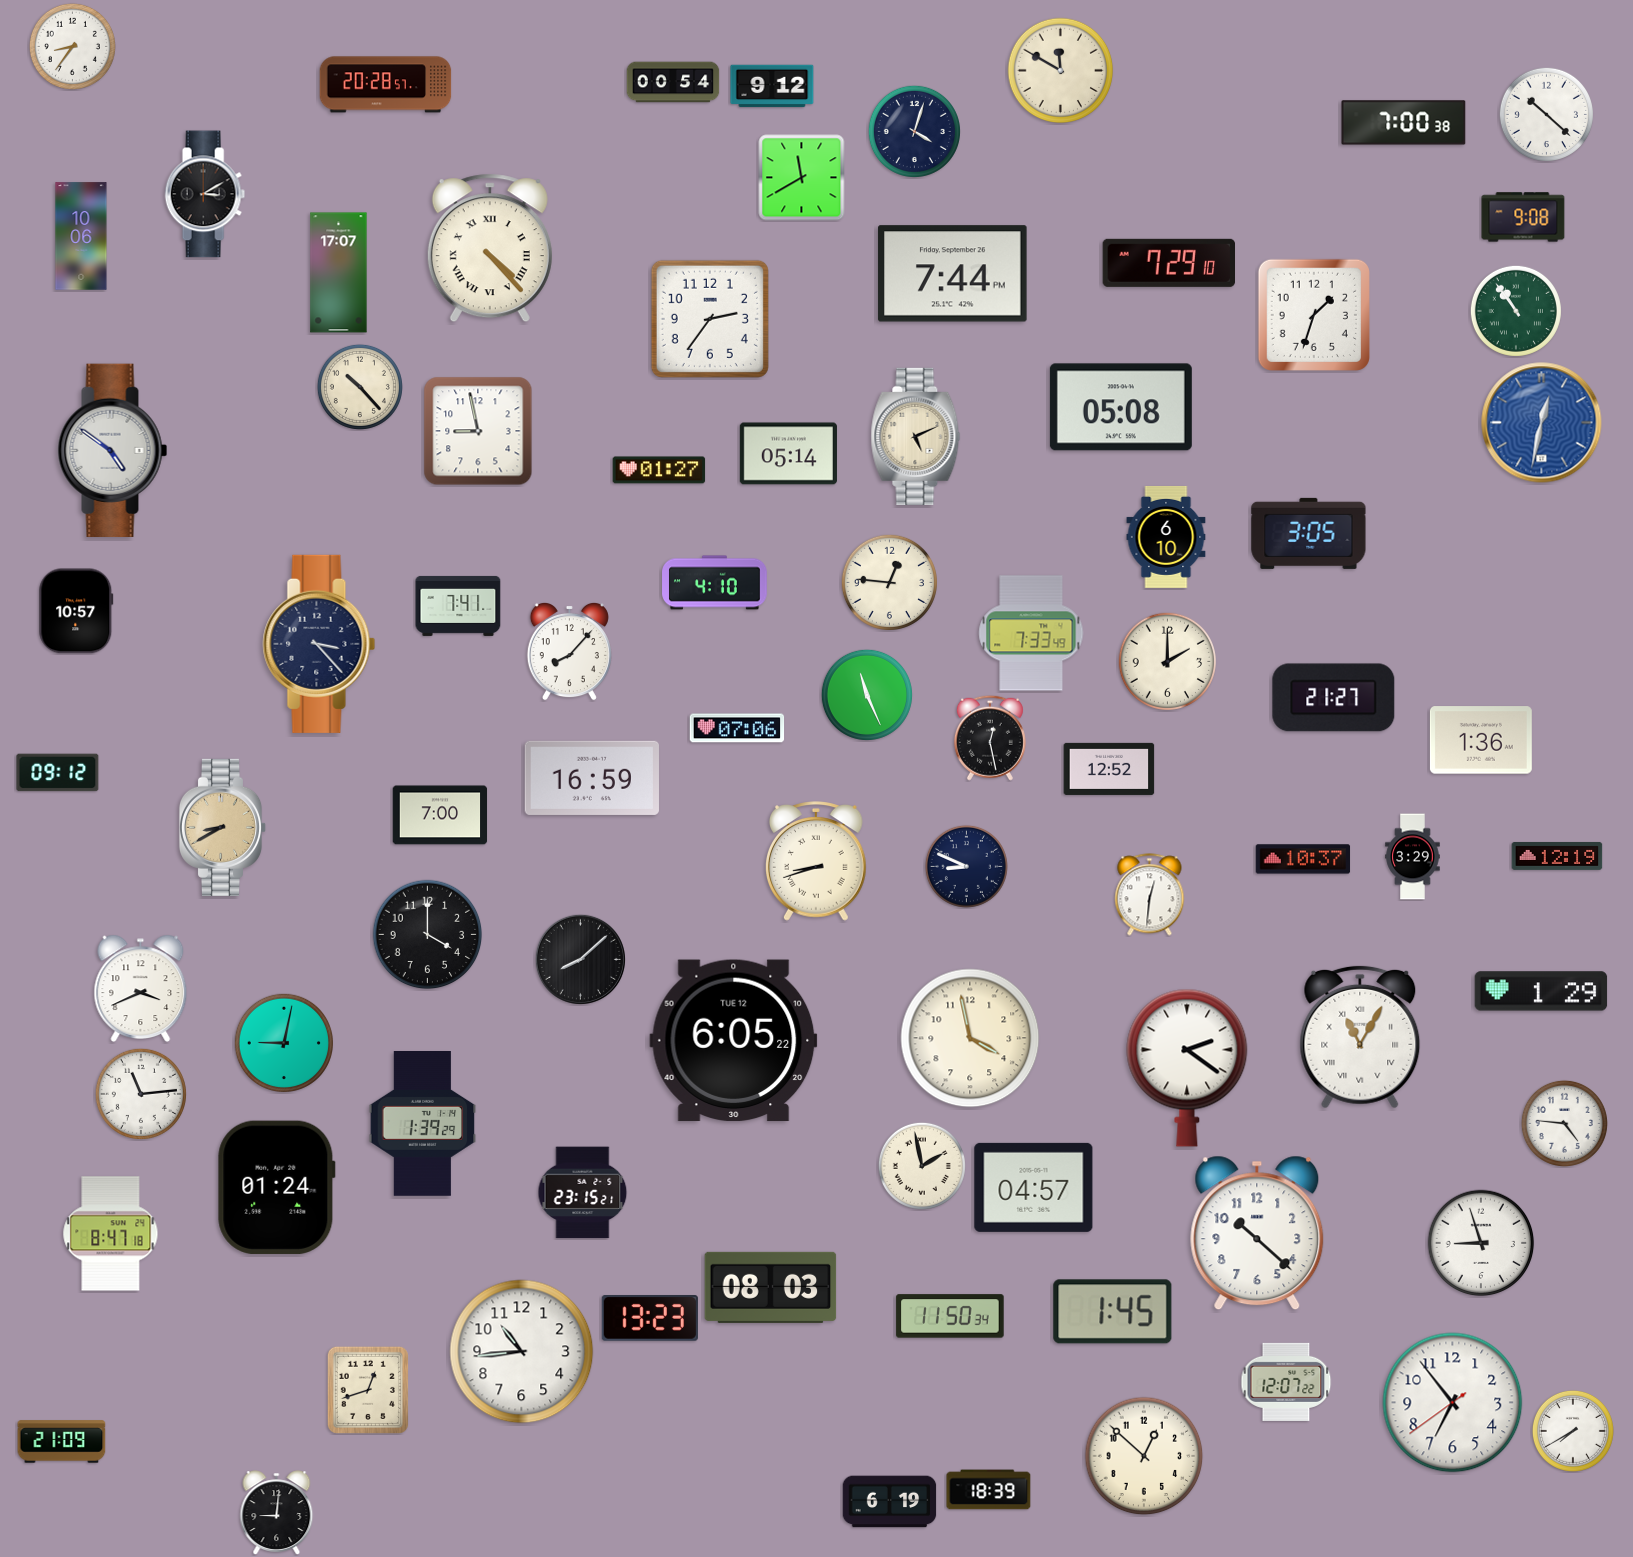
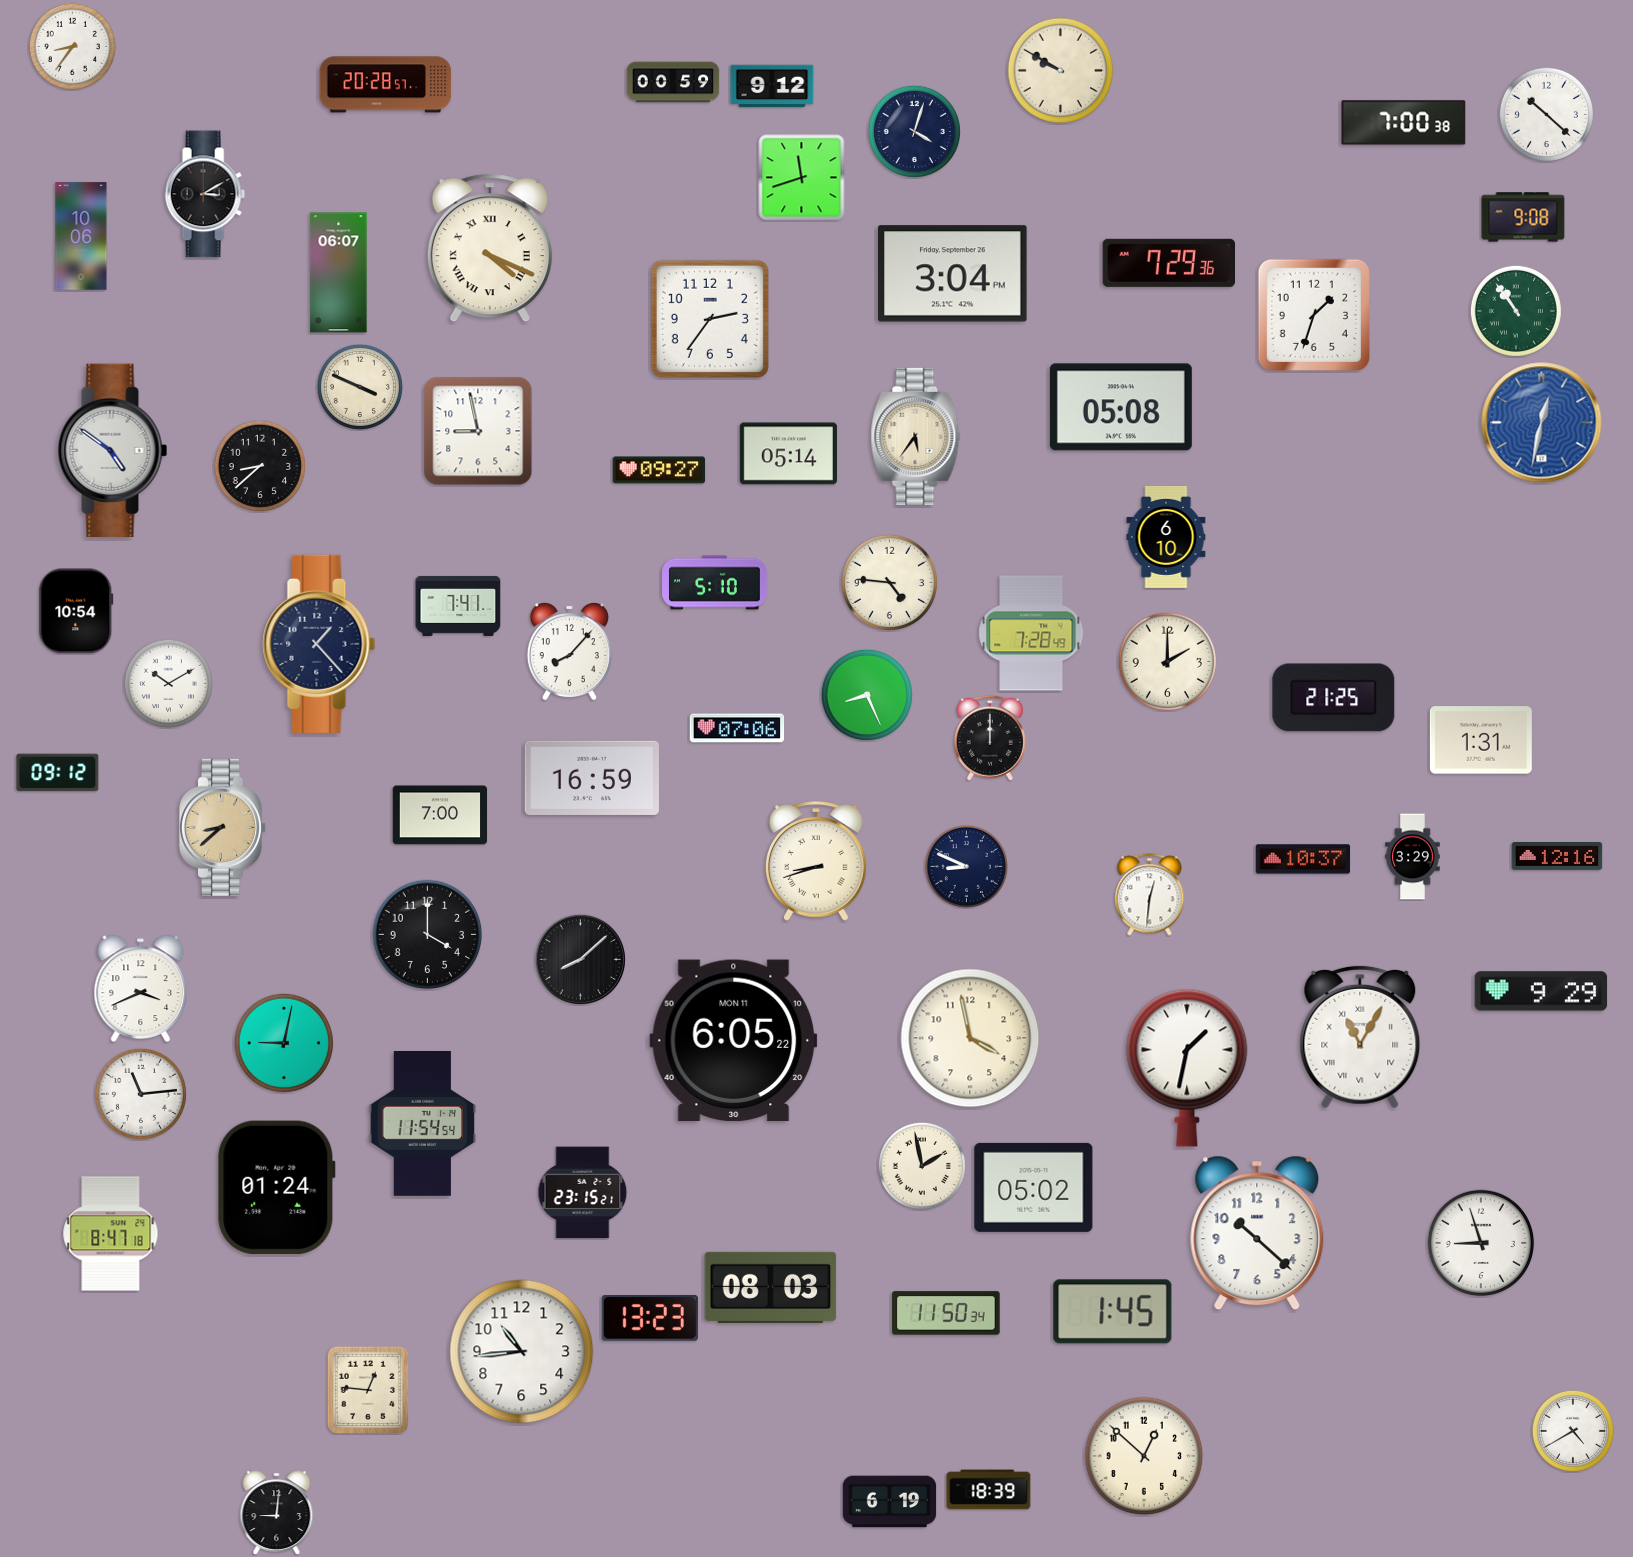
clock at (1061, 71): 11:50 -> 9:50
clock at (673, 82): 00:54 -> 00:59
clock at (802, 178): 11:40 -> 11:42
clock at (490, 248): 4:23 -> 4:19
clock at (1169, 263): 7:29:10 -> 7:29:36
clock at (339, 273): 17:07 -> 06:07
clock at (953, 274): 7:44 -> 3:04
clock at (360, 387): 10:23 -> 3:49
clock at (916, 436): 5:11 -> 5:36
clock at (260, 466): none -> 8:38
clock at (659, 470): 01:27 -> 09:27
clock at (1309, 533): 3:05 -> none
clock at (889, 582): 12:46 -> 4:46
clock at (715, 583): 4:10 -> 5:10
clock at (76, 611): 10:57 -> 10:54
clock at (1031, 633): 7:33 -> 7:28
clock at (319, 644): 3:23 -> 1:23
clock at (168, 683): none -> 10:10
clock at (867, 695): 11:26 -> 8:26
clock at (1334, 698): 21:27 -> 21:25
clock at (990, 738): 12:28 -> 12:00
clock at (1481, 740): 1:36 -> 1:31
clock at (1109, 769): 12:52 -> none
clock at (223, 827): 8:40 -> 8:38
clock at (1557, 856): 12:19 -> 12:16
clock at (1541, 991): 1:29 -> 9:29
clock at (734, 1041) date: TUE 12 -> MON 11
clock at (1187, 1068): 2:21 -> 1:32
clock at (1564, 1123): 4:46 -> none
clock at (423, 1124): 1:39 -> 11:54
clock at (1034, 1187): 04:57 -> 05:02
clock at (950, 1316) position: (950, 1316) -> (946, 1313)
clock at (1286, 1382): 12:07 -> none
clock at (368, 1390): 12:42 -> 12:46
clock at (1453, 1403): 6:53 -> none
clock at (1573, 1431): 7:40 -> 4:40
clock at (62, 1442): 21:09 -> none
